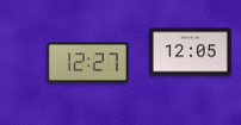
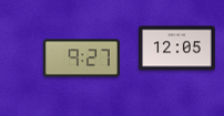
clock at (88, 63): 12:27 -> 9:27
